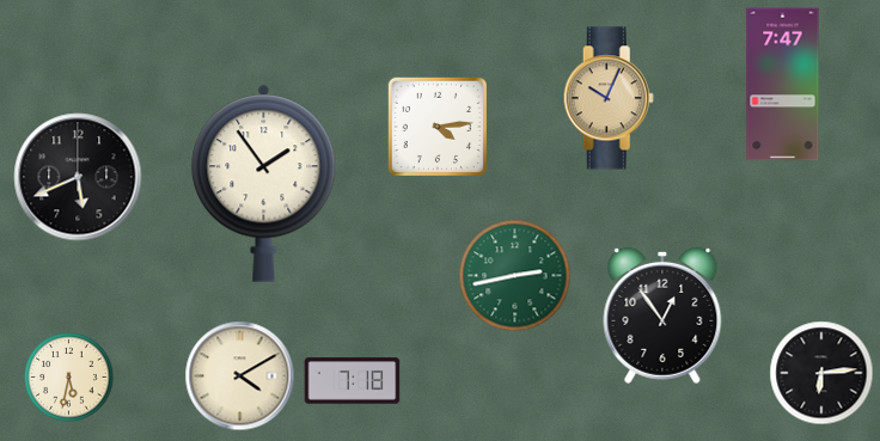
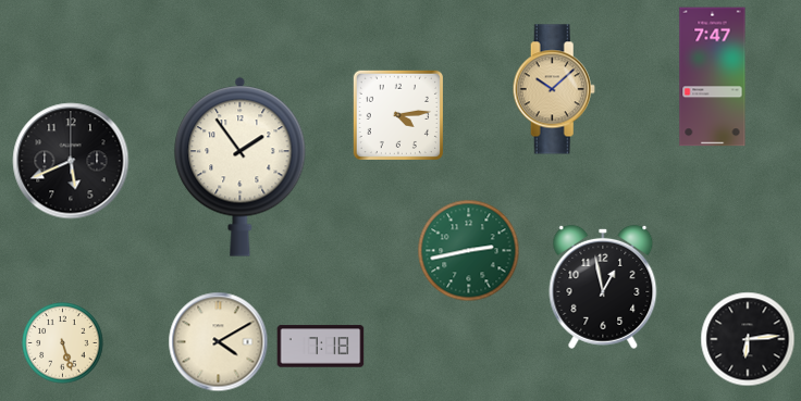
clock at (609, 98): 10:04 -> 10:08
clock at (662, 316): 12:54 -> 12:58
clock at (69, 378): 5:32 -> 5:27
